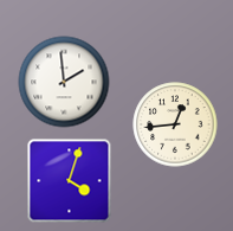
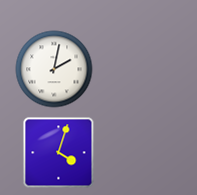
clock at (64, 82): 1:59 -> 2:02
clock at (175, 124): 12:44 -> none
